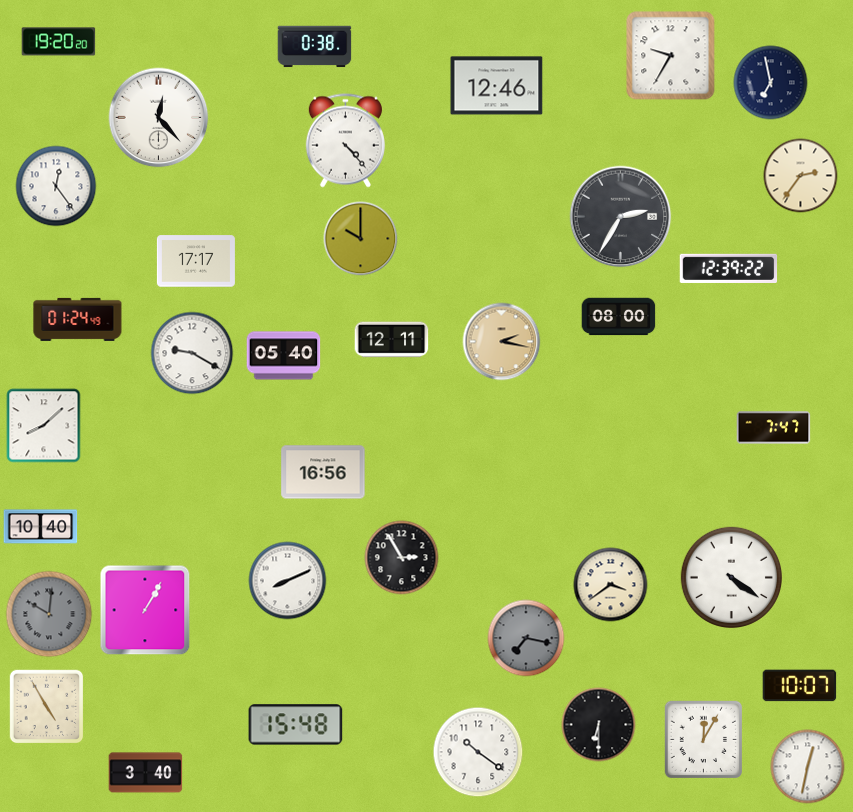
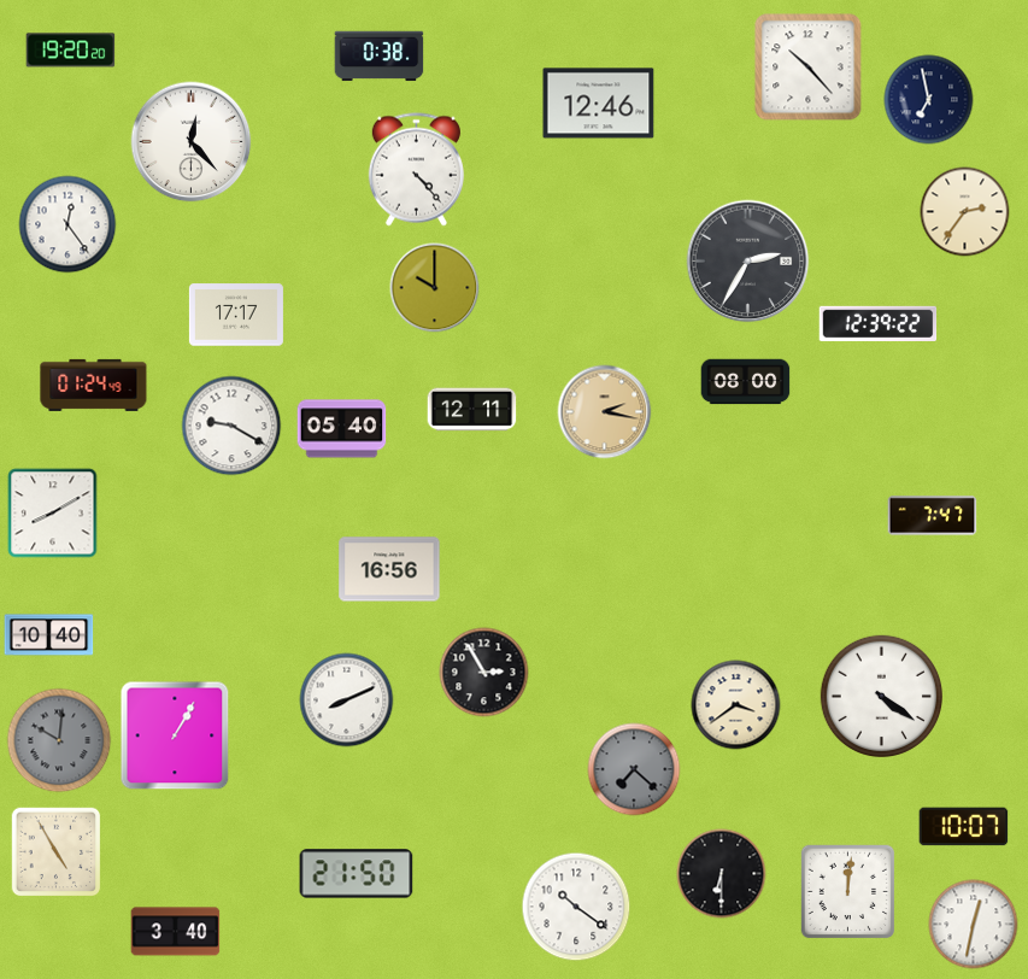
clock at (671, 56): 9:35 -> 10:23
clock at (44, 426): 8:08 -> 8:10
clock at (526, 638): 7:17 -> 7:22
clock at (296, 725): 15:48 -> 21:50
clock at (704, 740): 12:05 -> 12:01
